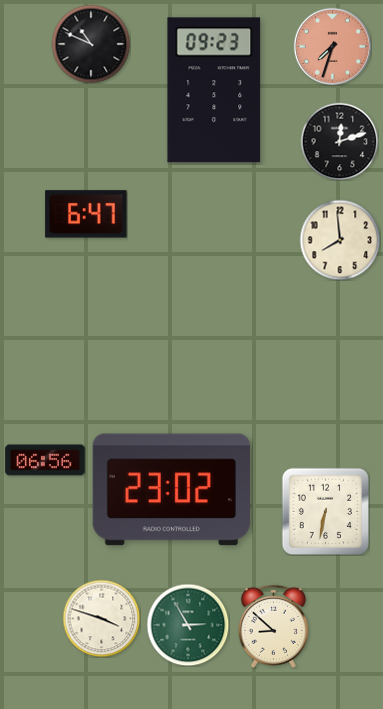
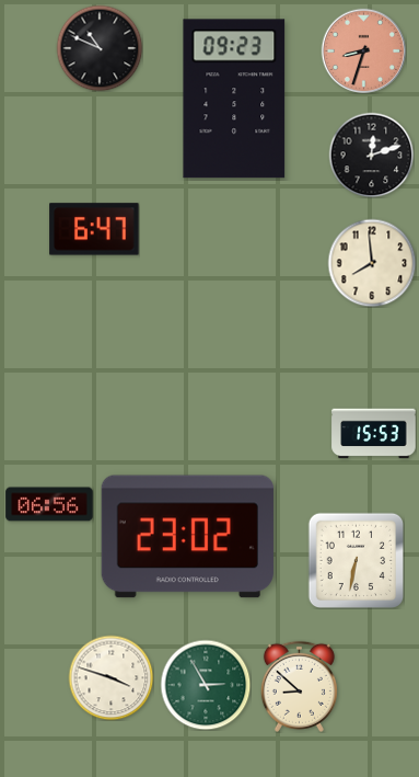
clock at (332, 46): 7:33 -> 8:33
clock at (86, 214) position: (86, 214) -> (94, 229)
clock at (374, 434): none -> 15:53
